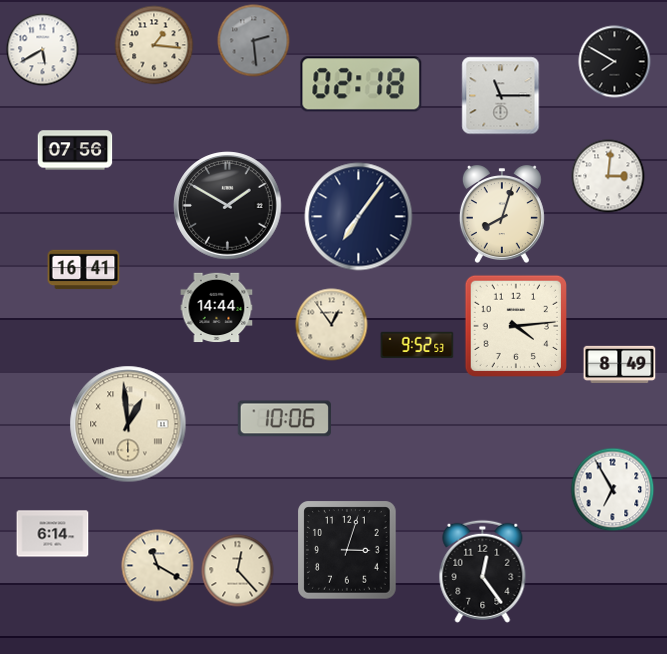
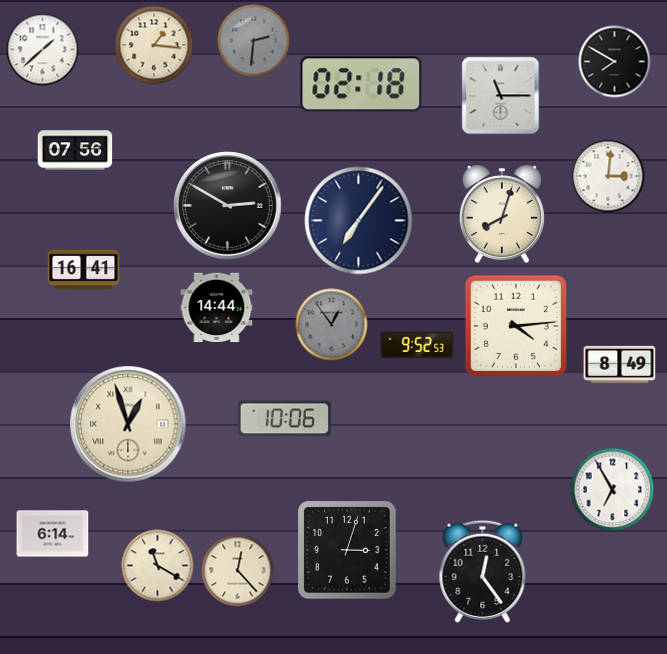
clock at (254, 41): 2:29 -> 2:31
clock at (43, 50): 5:40 -> 1:38
clock at (228, 206): 1:50 -> 2:50
clock at (359, 217) position: (359, 217) -> (359, 221)
clock at (332, 325) dial: cream -> grey
clock at (128, 424): 12:59 -> 12:57
